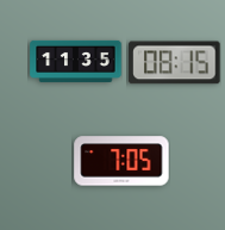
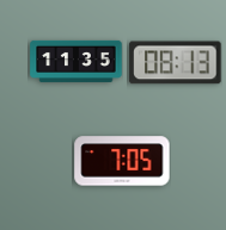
clock at (175, 63): 08:15 -> 08:13
